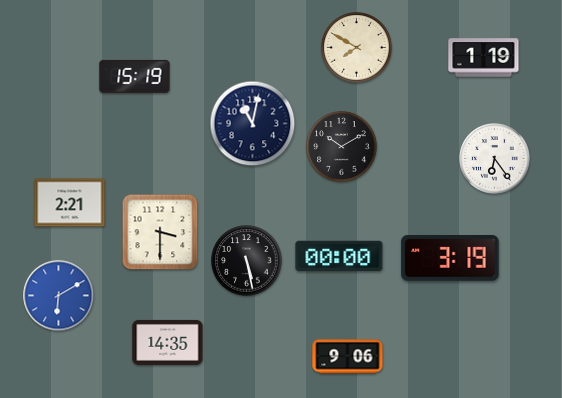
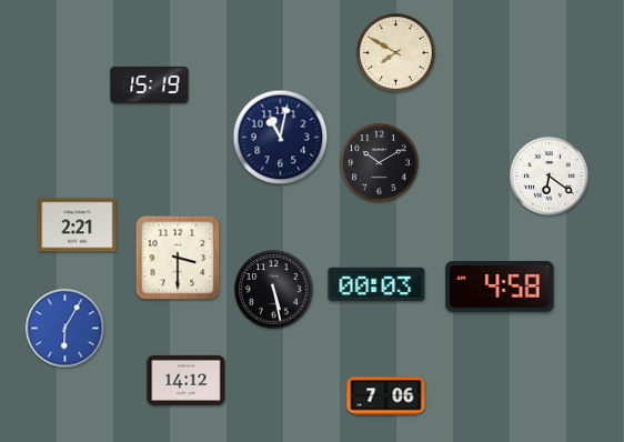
clock at (484, 58): 1:19 -> none
clock at (495, 159): 6:24 -> 6:21
clock at (339, 255): 00:00 -> 00:03
clock at (450, 258): 3:19 -> 4:58
clock at (59, 296): 6:10 -> 6:05
clock at (168, 342): 14:35 -> 14:12
clock at (348, 357): 9:06 -> 7:06
